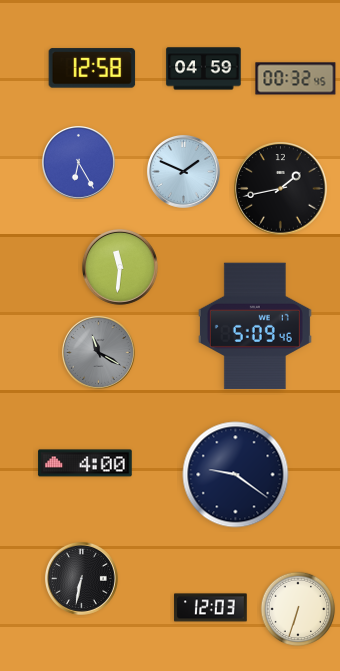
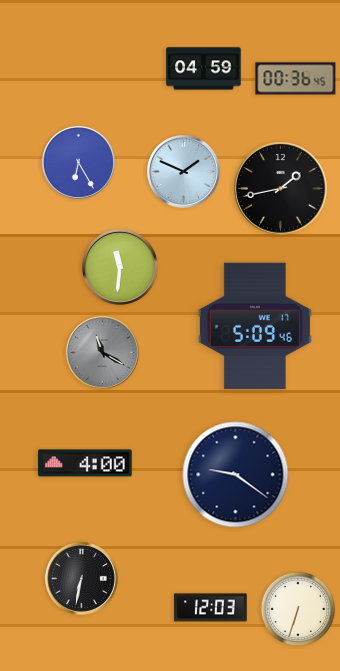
clock at (92, 68): 12:58 -> none
clock at (296, 79): 00:32 -> 00:36
clock at (98, 352) position: (98, 352) -> (102, 352)
